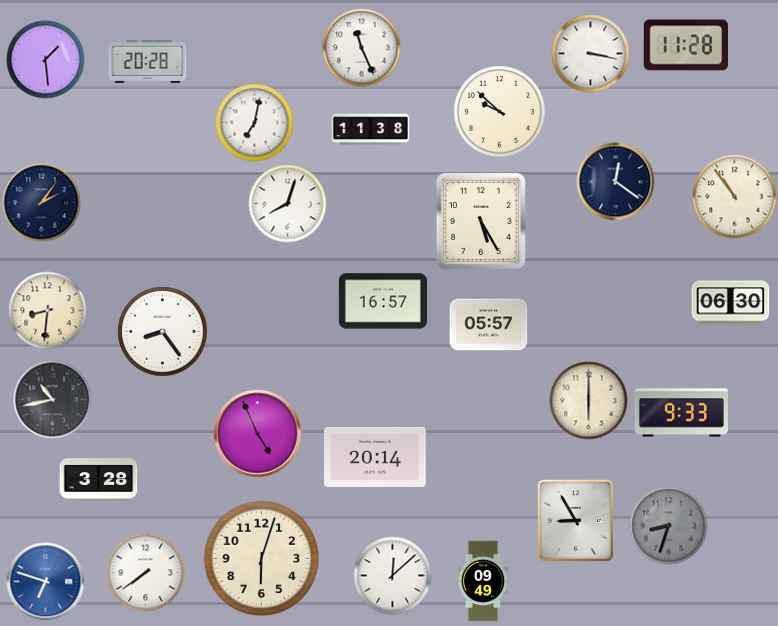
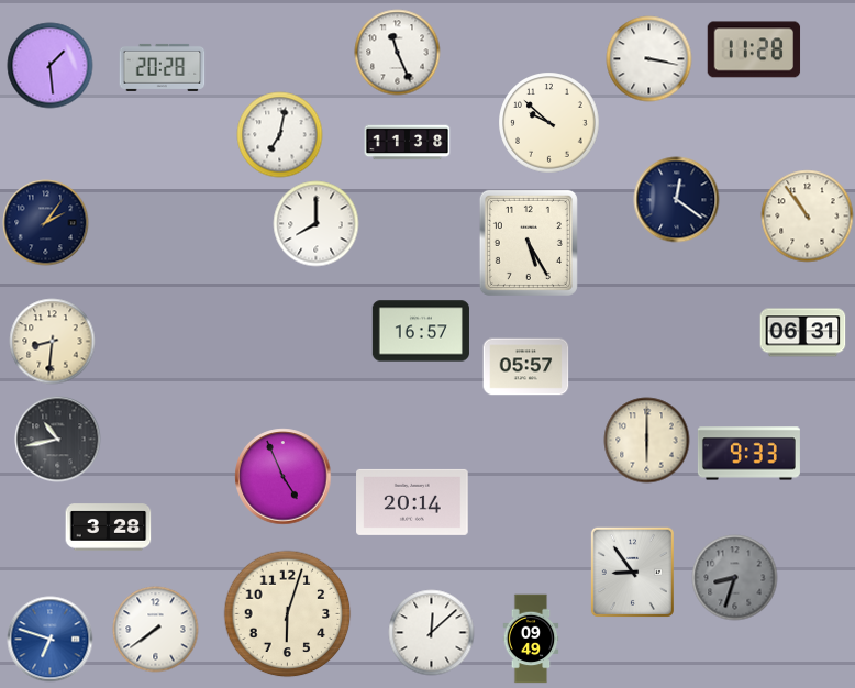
clock at (287, 203): 8:03 -> 8:00
clock at (730, 303): 06:30 -> 06:31
clock at (488, 325) position: (488, 325) -> (525, 367)
clock at (162, 331): 8:24 -> none
clock at (575, 520): 8:55 -> 8:54
clock at (145, 572) position: (145, 572) -> (155, 629)
